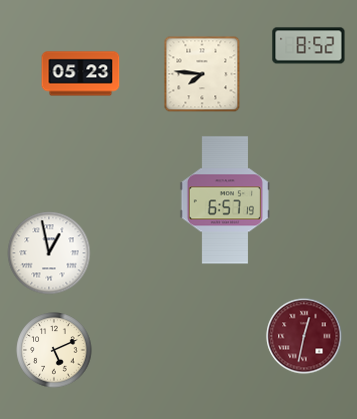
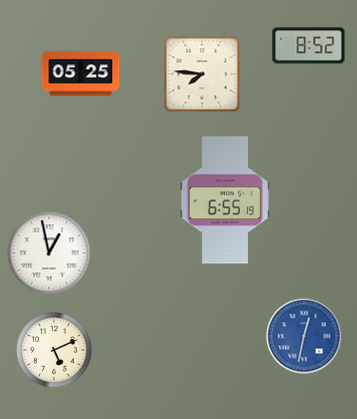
clock at (81, 74): 05:23 -> 05:25
clock at (225, 200): 6:57 -> 6:55
clock at (304, 336) dial: burgundy -> blue
